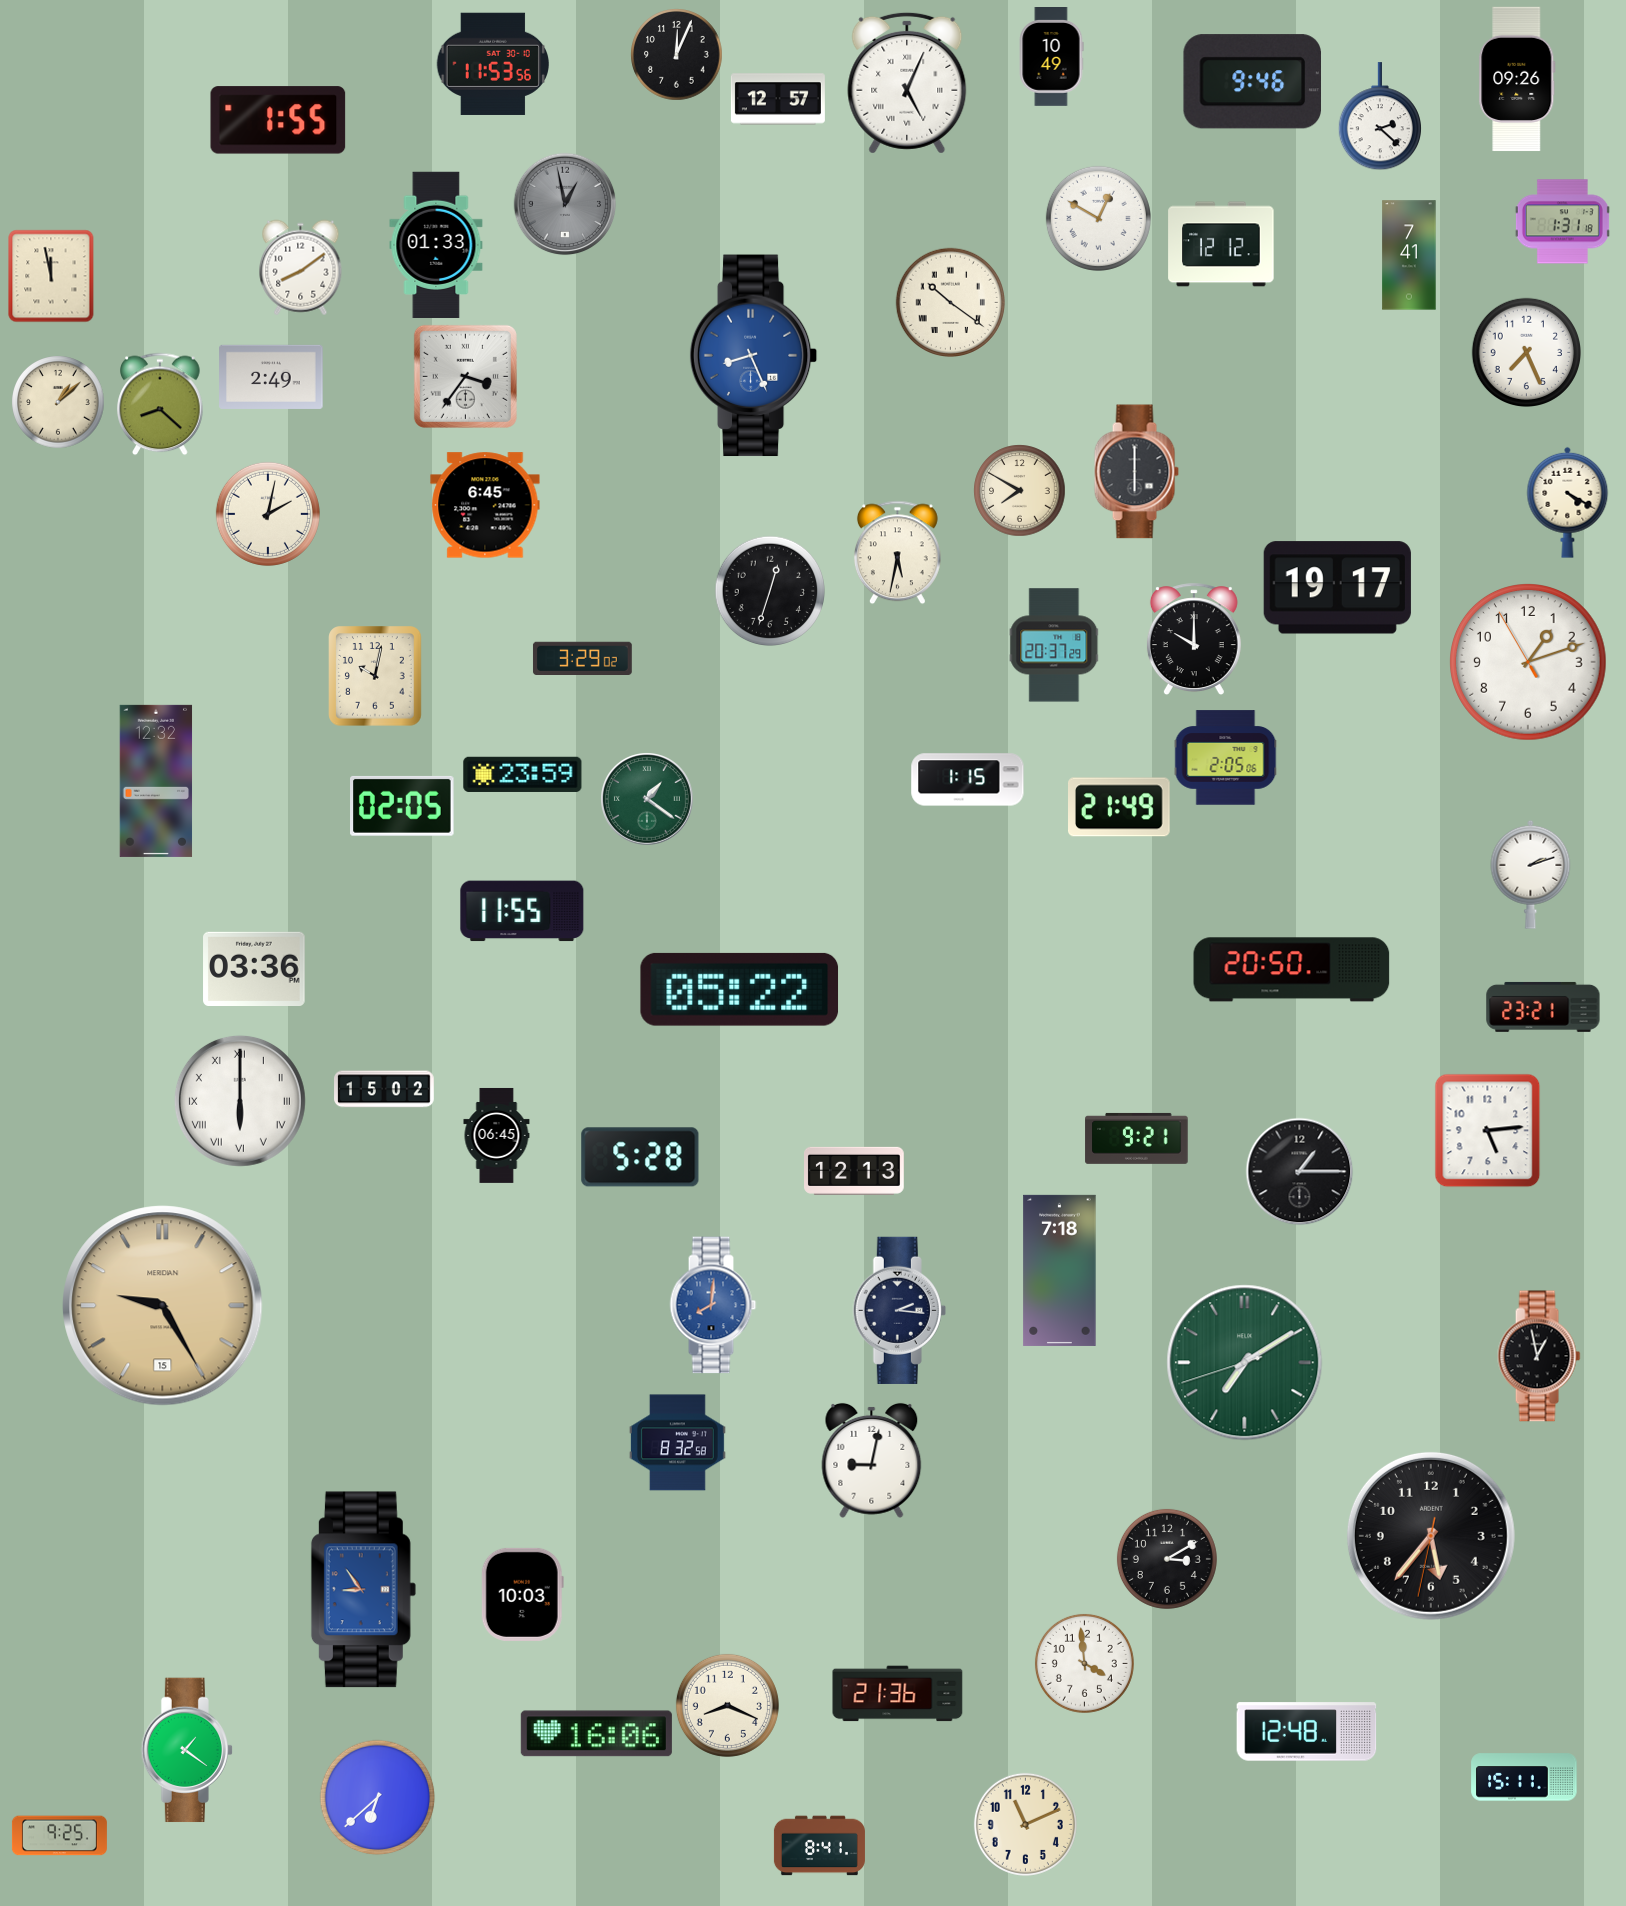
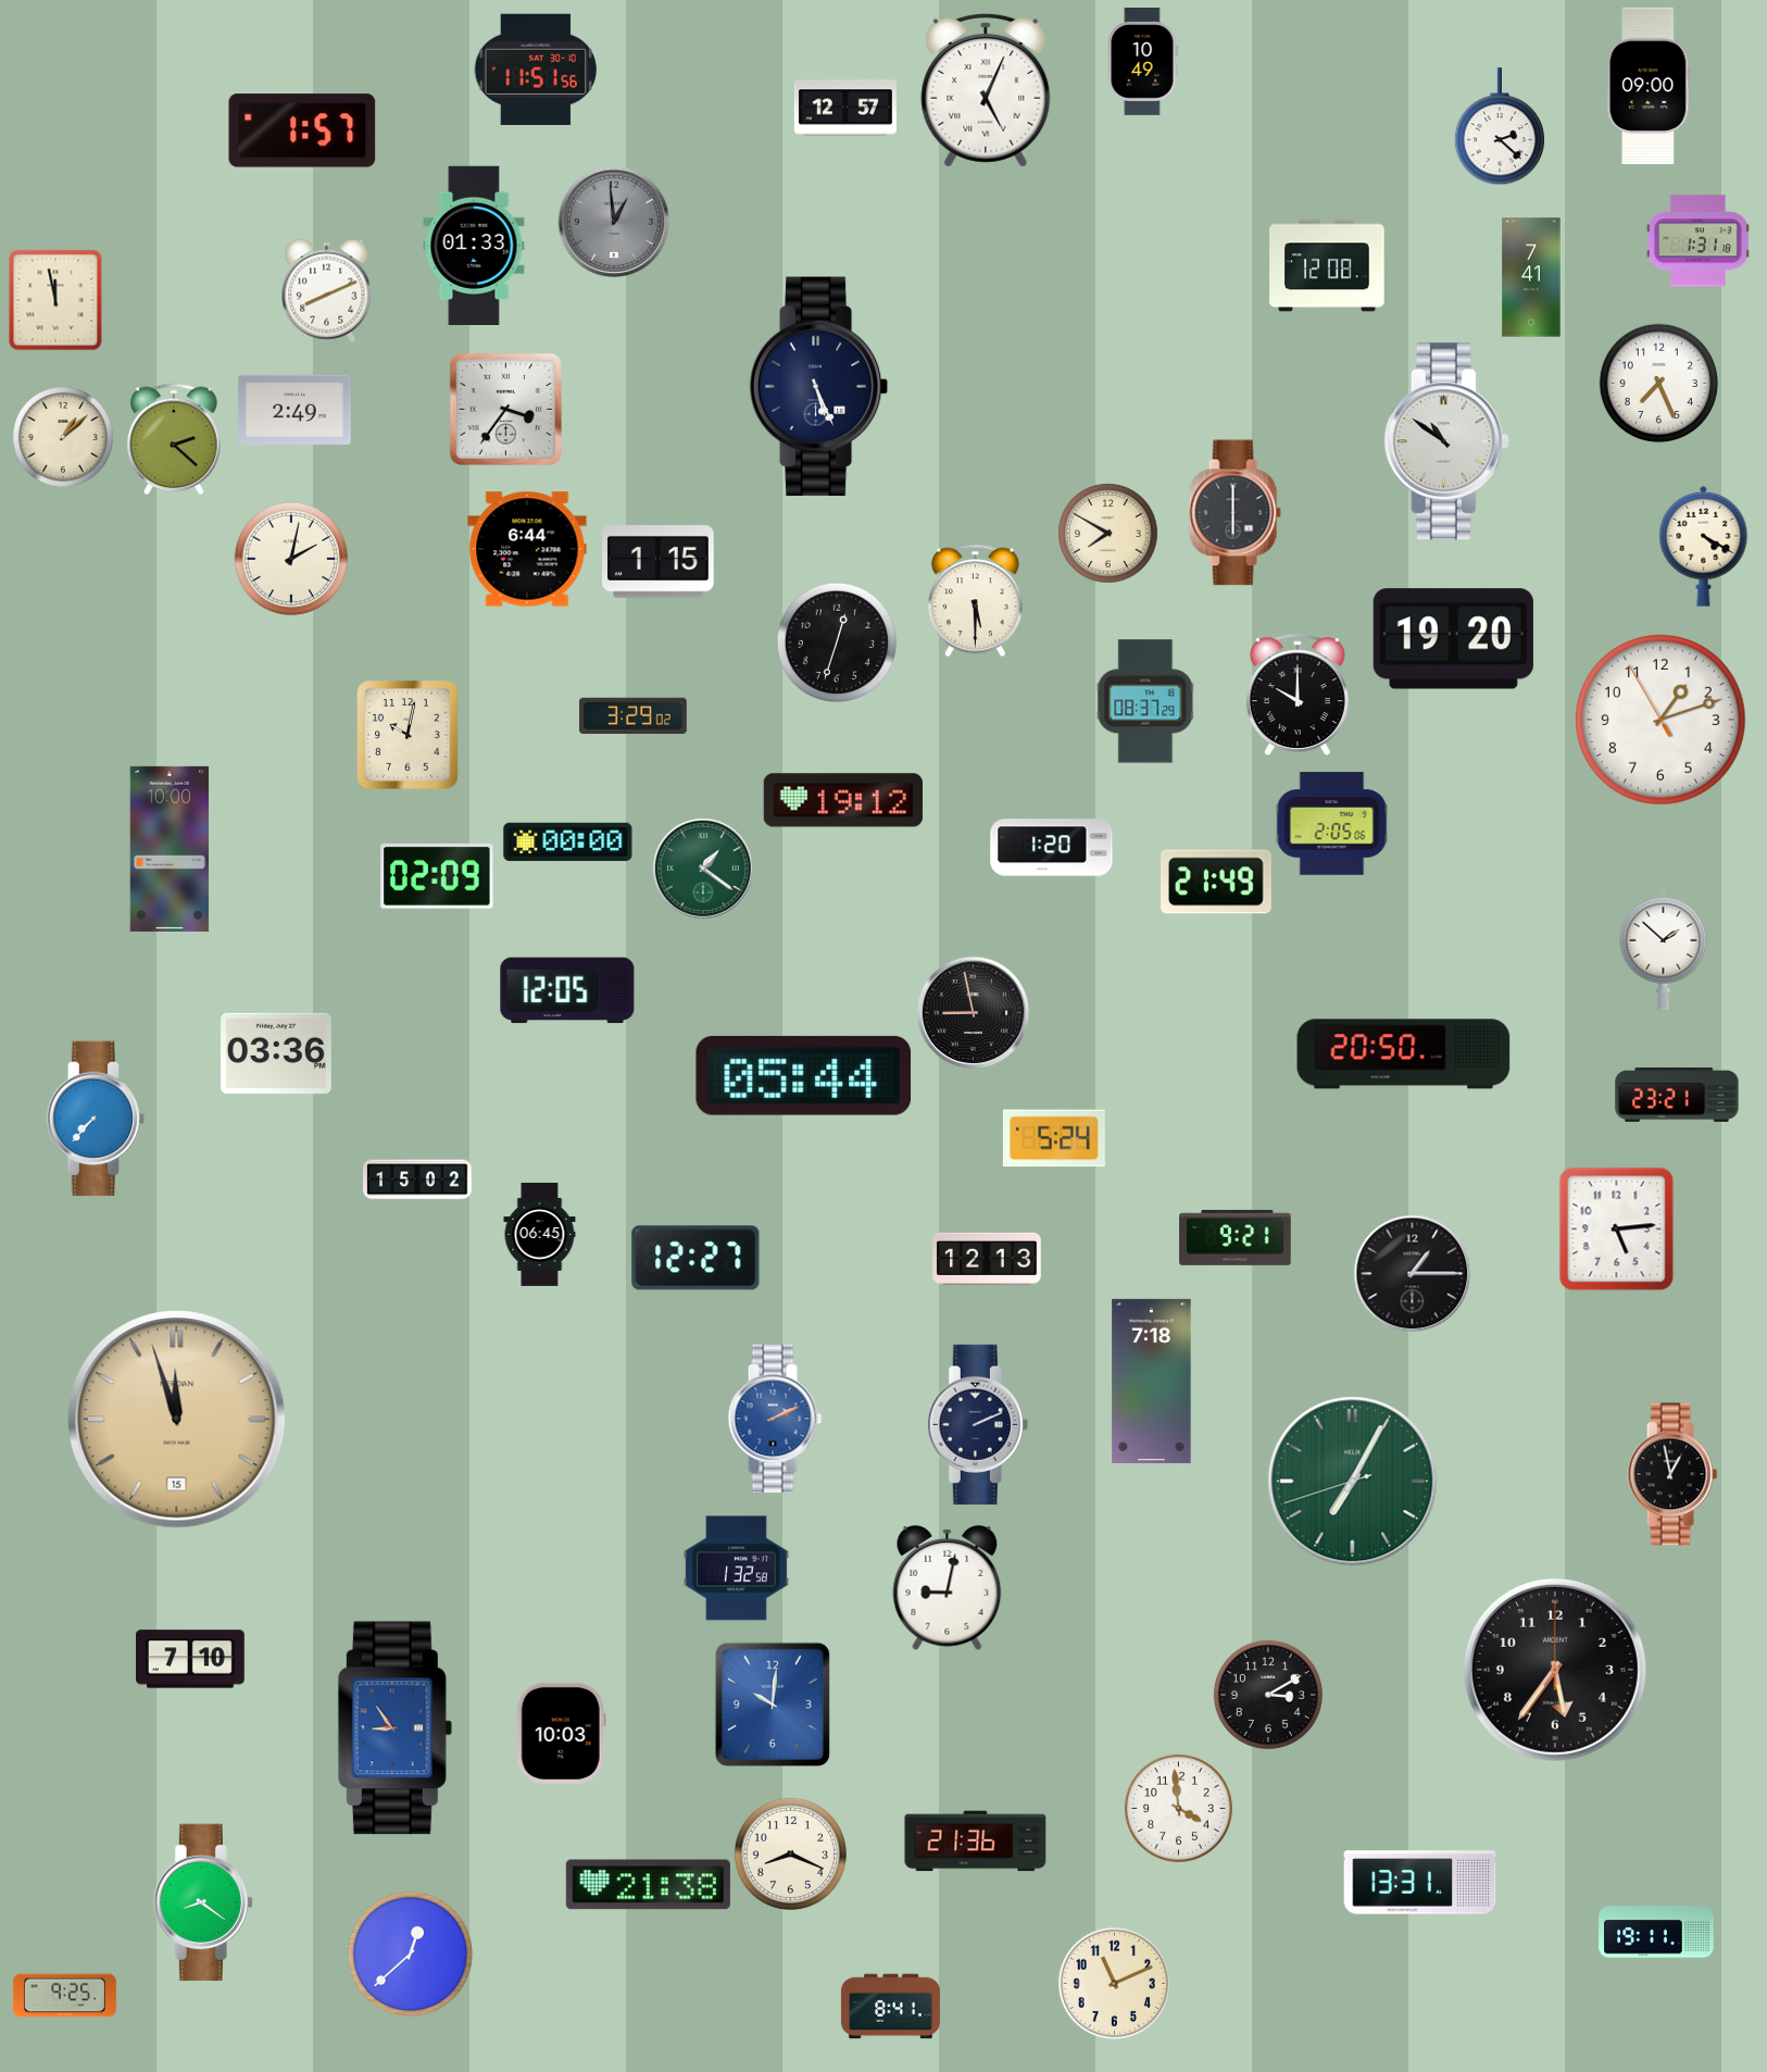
clock at (676, 54): 12:04 -> none
clock at (492, 64): 11:53 -> 11:51
clock at (1517, 79): 09:26 -> 09:00
clock at (1252, 82): 9:46 -> none
clock at (278, 120): 1:55 -> 1:57
clock at (565, 204): 12:58 -> 12:59
clock at (1098, 218): 12:50 -> none
clock at (436, 244) position: (436, 244) -> (474, 245)
clock at (1221, 244): 12:12 -> 12:08
clock at (301, 267): 8:09 -> 8:11
clock at (950, 302): 10:21 -> none
clock at (754, 356): 8:26 -> 5:26
clock at (754, 356) dial: blue -> navy
clock at (160, 404): 8:22 -> 2:22
clock at (1446, 441): none -> 10:51
clock at (485, 505): 6:45 -> 6:44
clock at (659, 562): none -> 1:15
clock at (897, 552): 5:32 -> 5:30
clock at (1337, 588): 19:17 -> 19:20
clock at (1054, 645): 20:37 -> 08:37
clock at (843, 800): none -> 19:12
clock at (523, 774): 23:59 -> 00:00
clock at (968, 780): 1:15 -> 1:20
clock at (156, 781): 12:32 -> 10:00
clock at (403, 806): 02:05 -> 02:09
clock at (1120, 807) position: (1120, 807) -> (1217, 882)
clock at (1531, 874): 2:12 -> 1:52
clock at (522, 911): 11:55 -> 12:05
clock at (973, 1012): none -> 8:58
clock at (740, 989): 05:22 -> 05:44
clock at (96, 1119): none -> 7:37
clock at (1054, 1138): none -> 5:24
clock at (384, 1089) position: (384, 1089) -> (417, 1179)
clock at (240, 1101): 6:00 -> none
clock at (640, 1157): 5:28 -> 12:27
clock at (855, 1171) position: (855, 1171) -> (988, 1259)
clock at (713, 1305): 8:01 -> 2:11
clock at (163, 1306): 9:25 -> 11:57
clock at (899, 1310): 2:16 -> 2:11
clock at (1245, 1363): 7:09 -> 7:04
clock at (677, 1443): 8:32 -> 1:32
clock at (191, 1659): none -> 7:10
clock at (1431, 1536): 5:36:32 -> 5:36:00
clock at (773, 1705): none -> 10:01
clock at (522, 1594) position: (522, 1594) -> (561, 1733)
clock at (1307, 1732): 12:48 -> 13:31
clock at (596, 1734): 16:06 -> 21:38
clock at (186, 1750): 1:21 -> 8:21
clock at (1524, 1777): 15:11 -> 19:11
clock at (377, 1797): 6:38 -> 12:38
